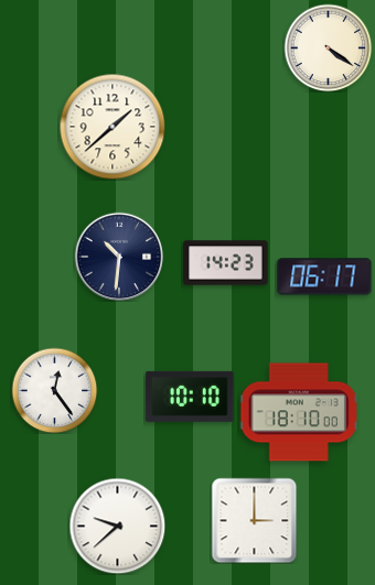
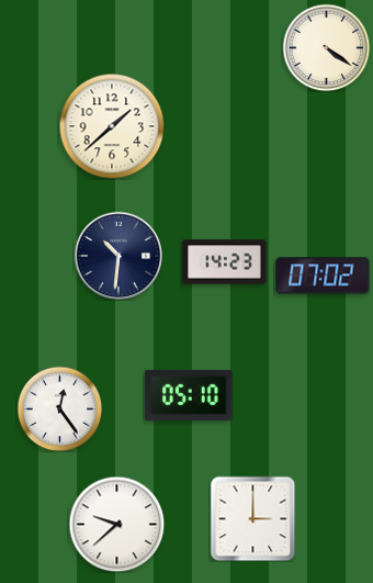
clock at (324, 277): 06:17 -> 07:02
clock at (54, 390) position: (54, 390) -> (59, 408)
clock at (190, 397): 10:10 -> 05:10
clock at (299, 412): 18:10 -> none
